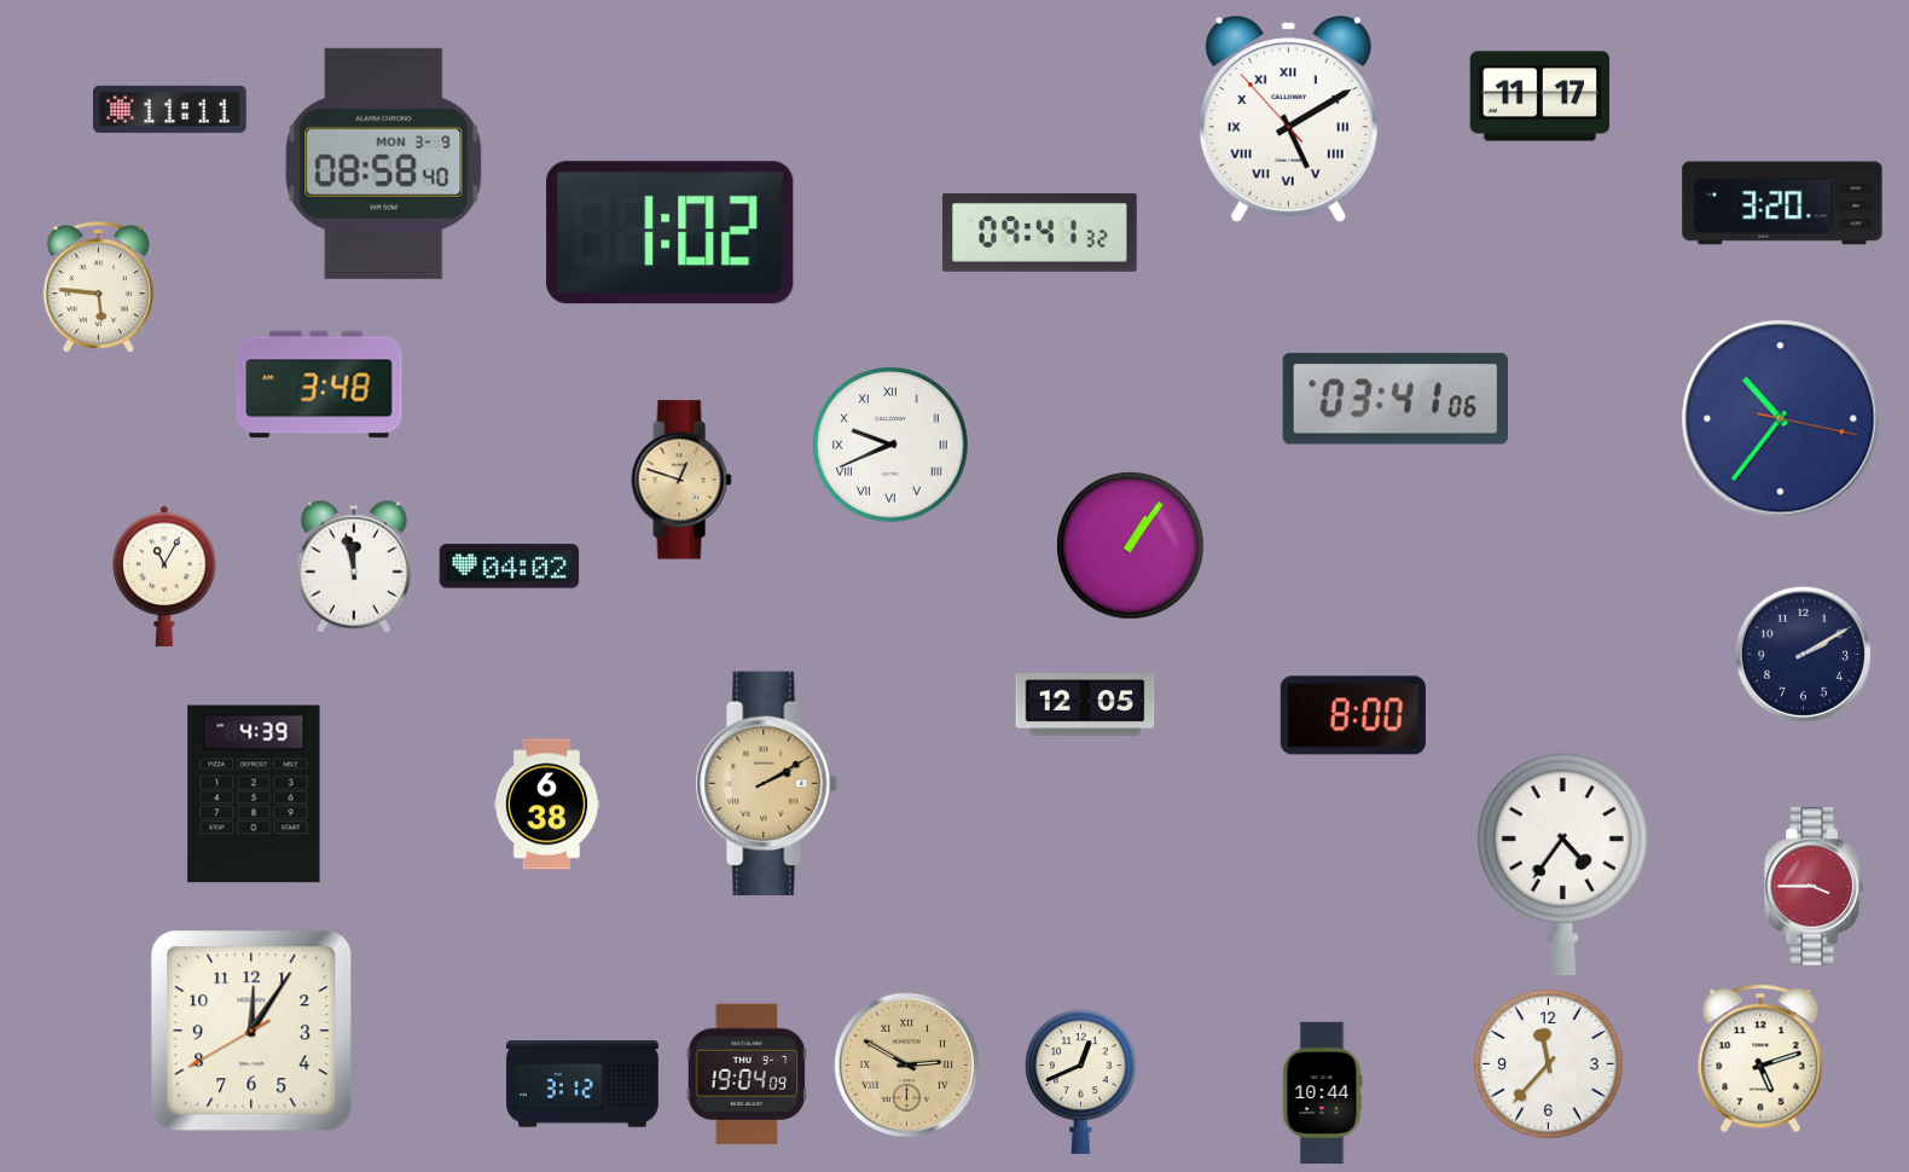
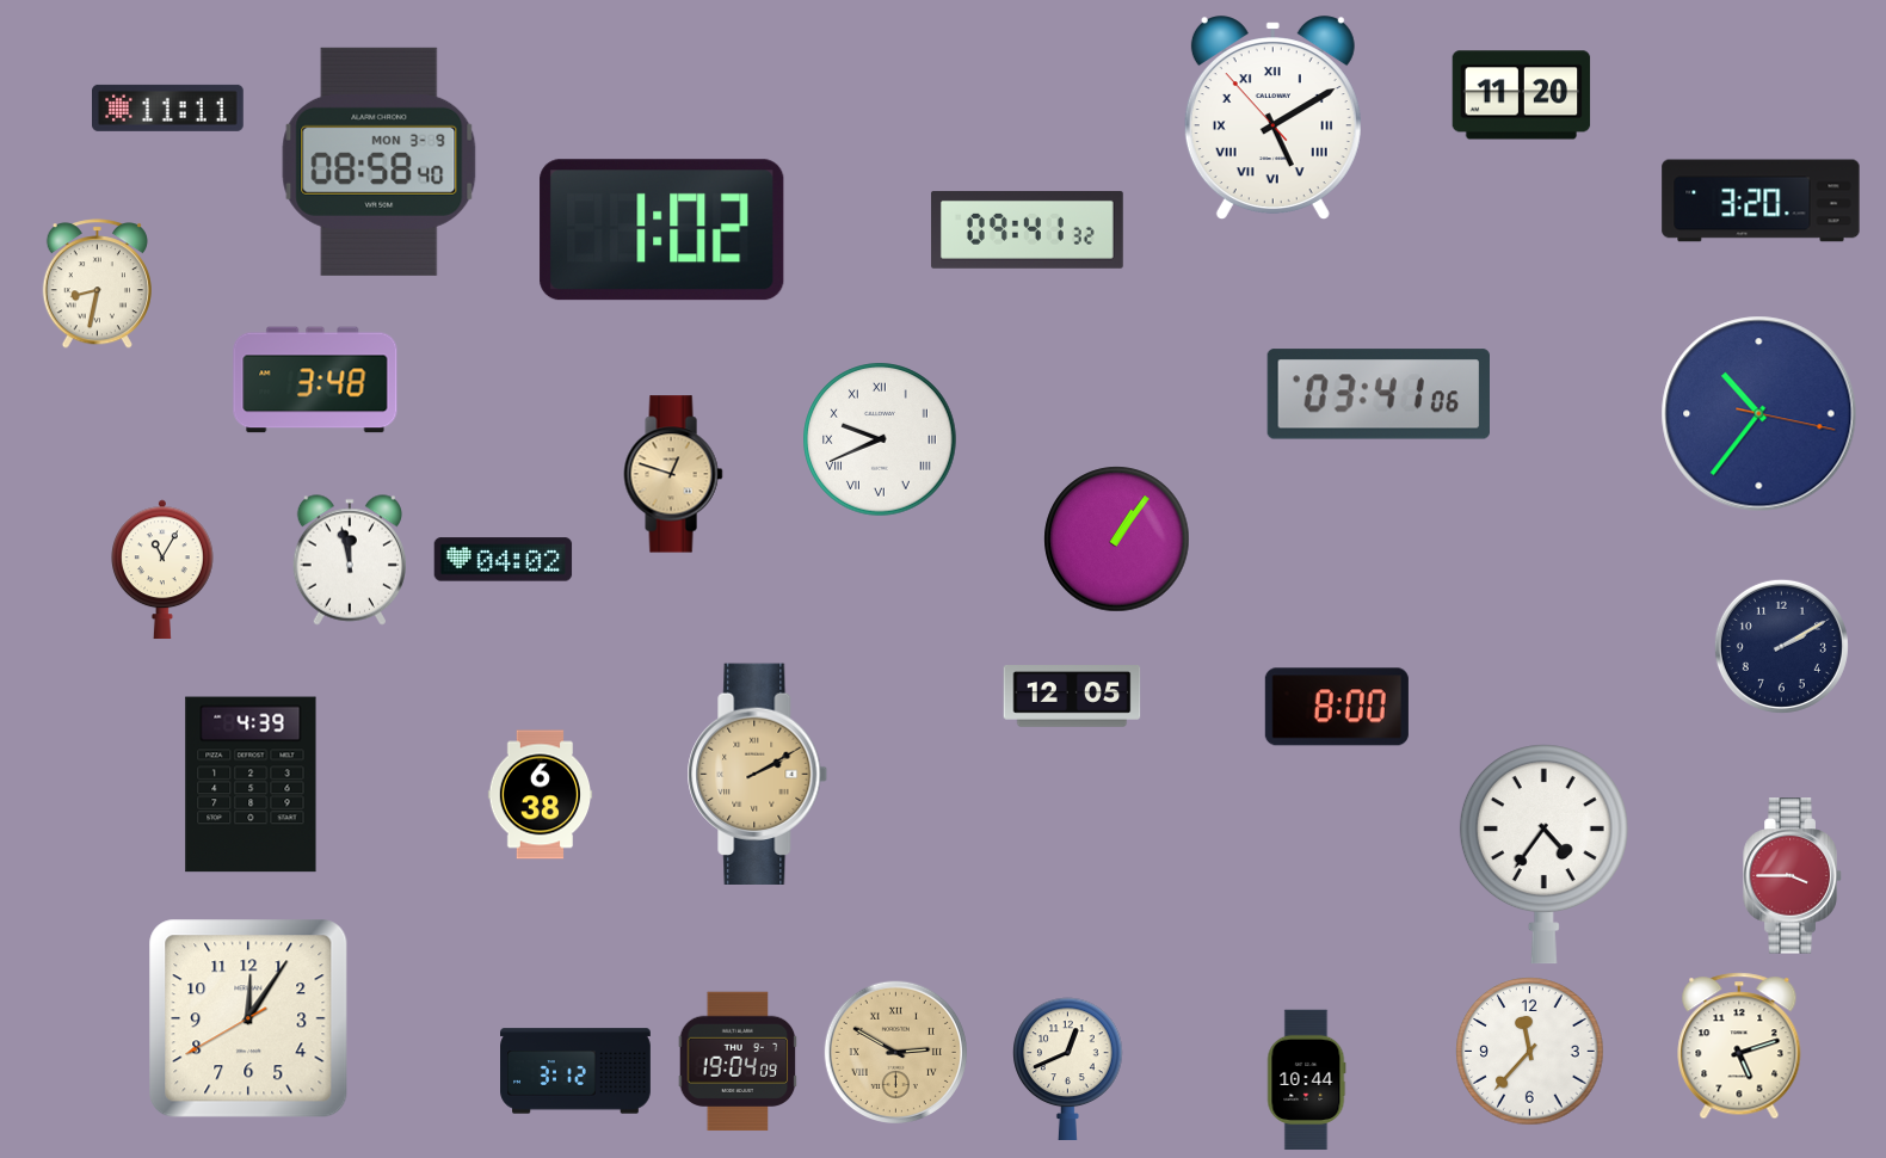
clock at (1540, 97): 11:17 -> 11:20
clock at (98, 288): 5:46 -> 8:32
